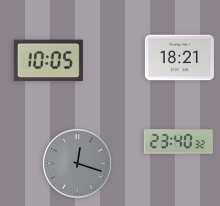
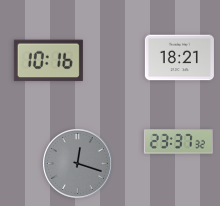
clock at (48, 61): 10:05 -> 10:16
clock at (178, 142): 23:40 -> 23:37
